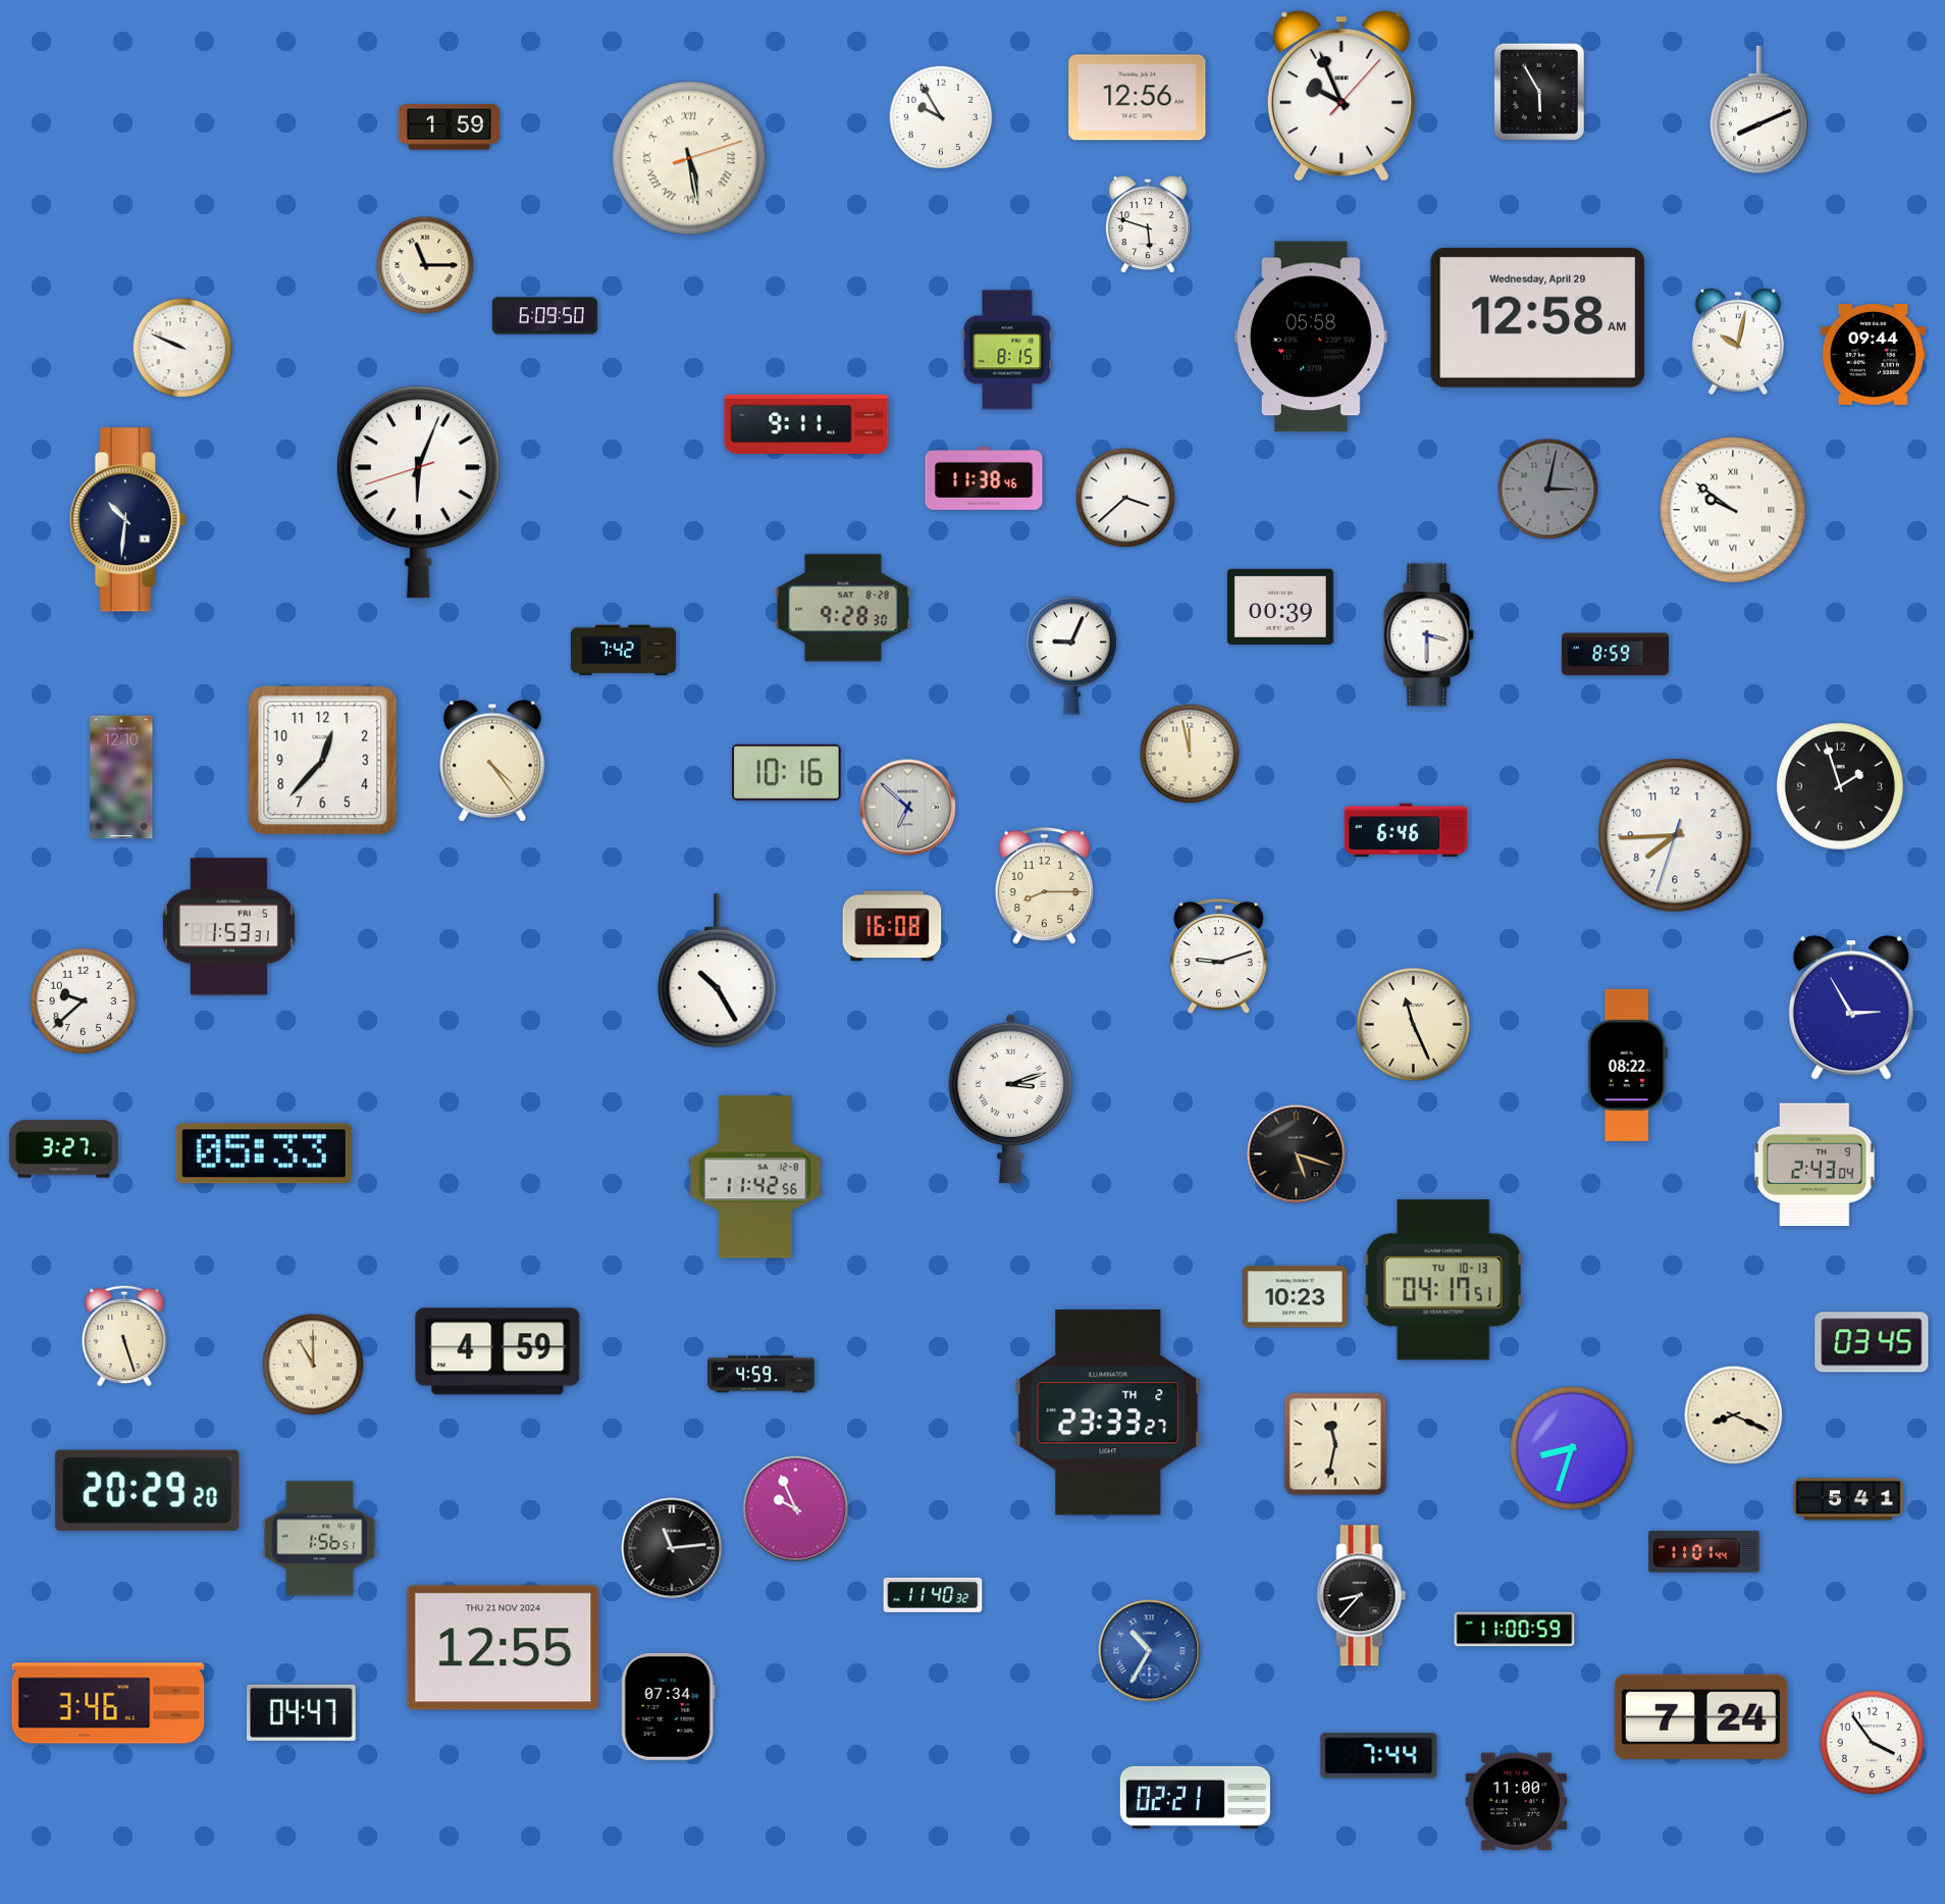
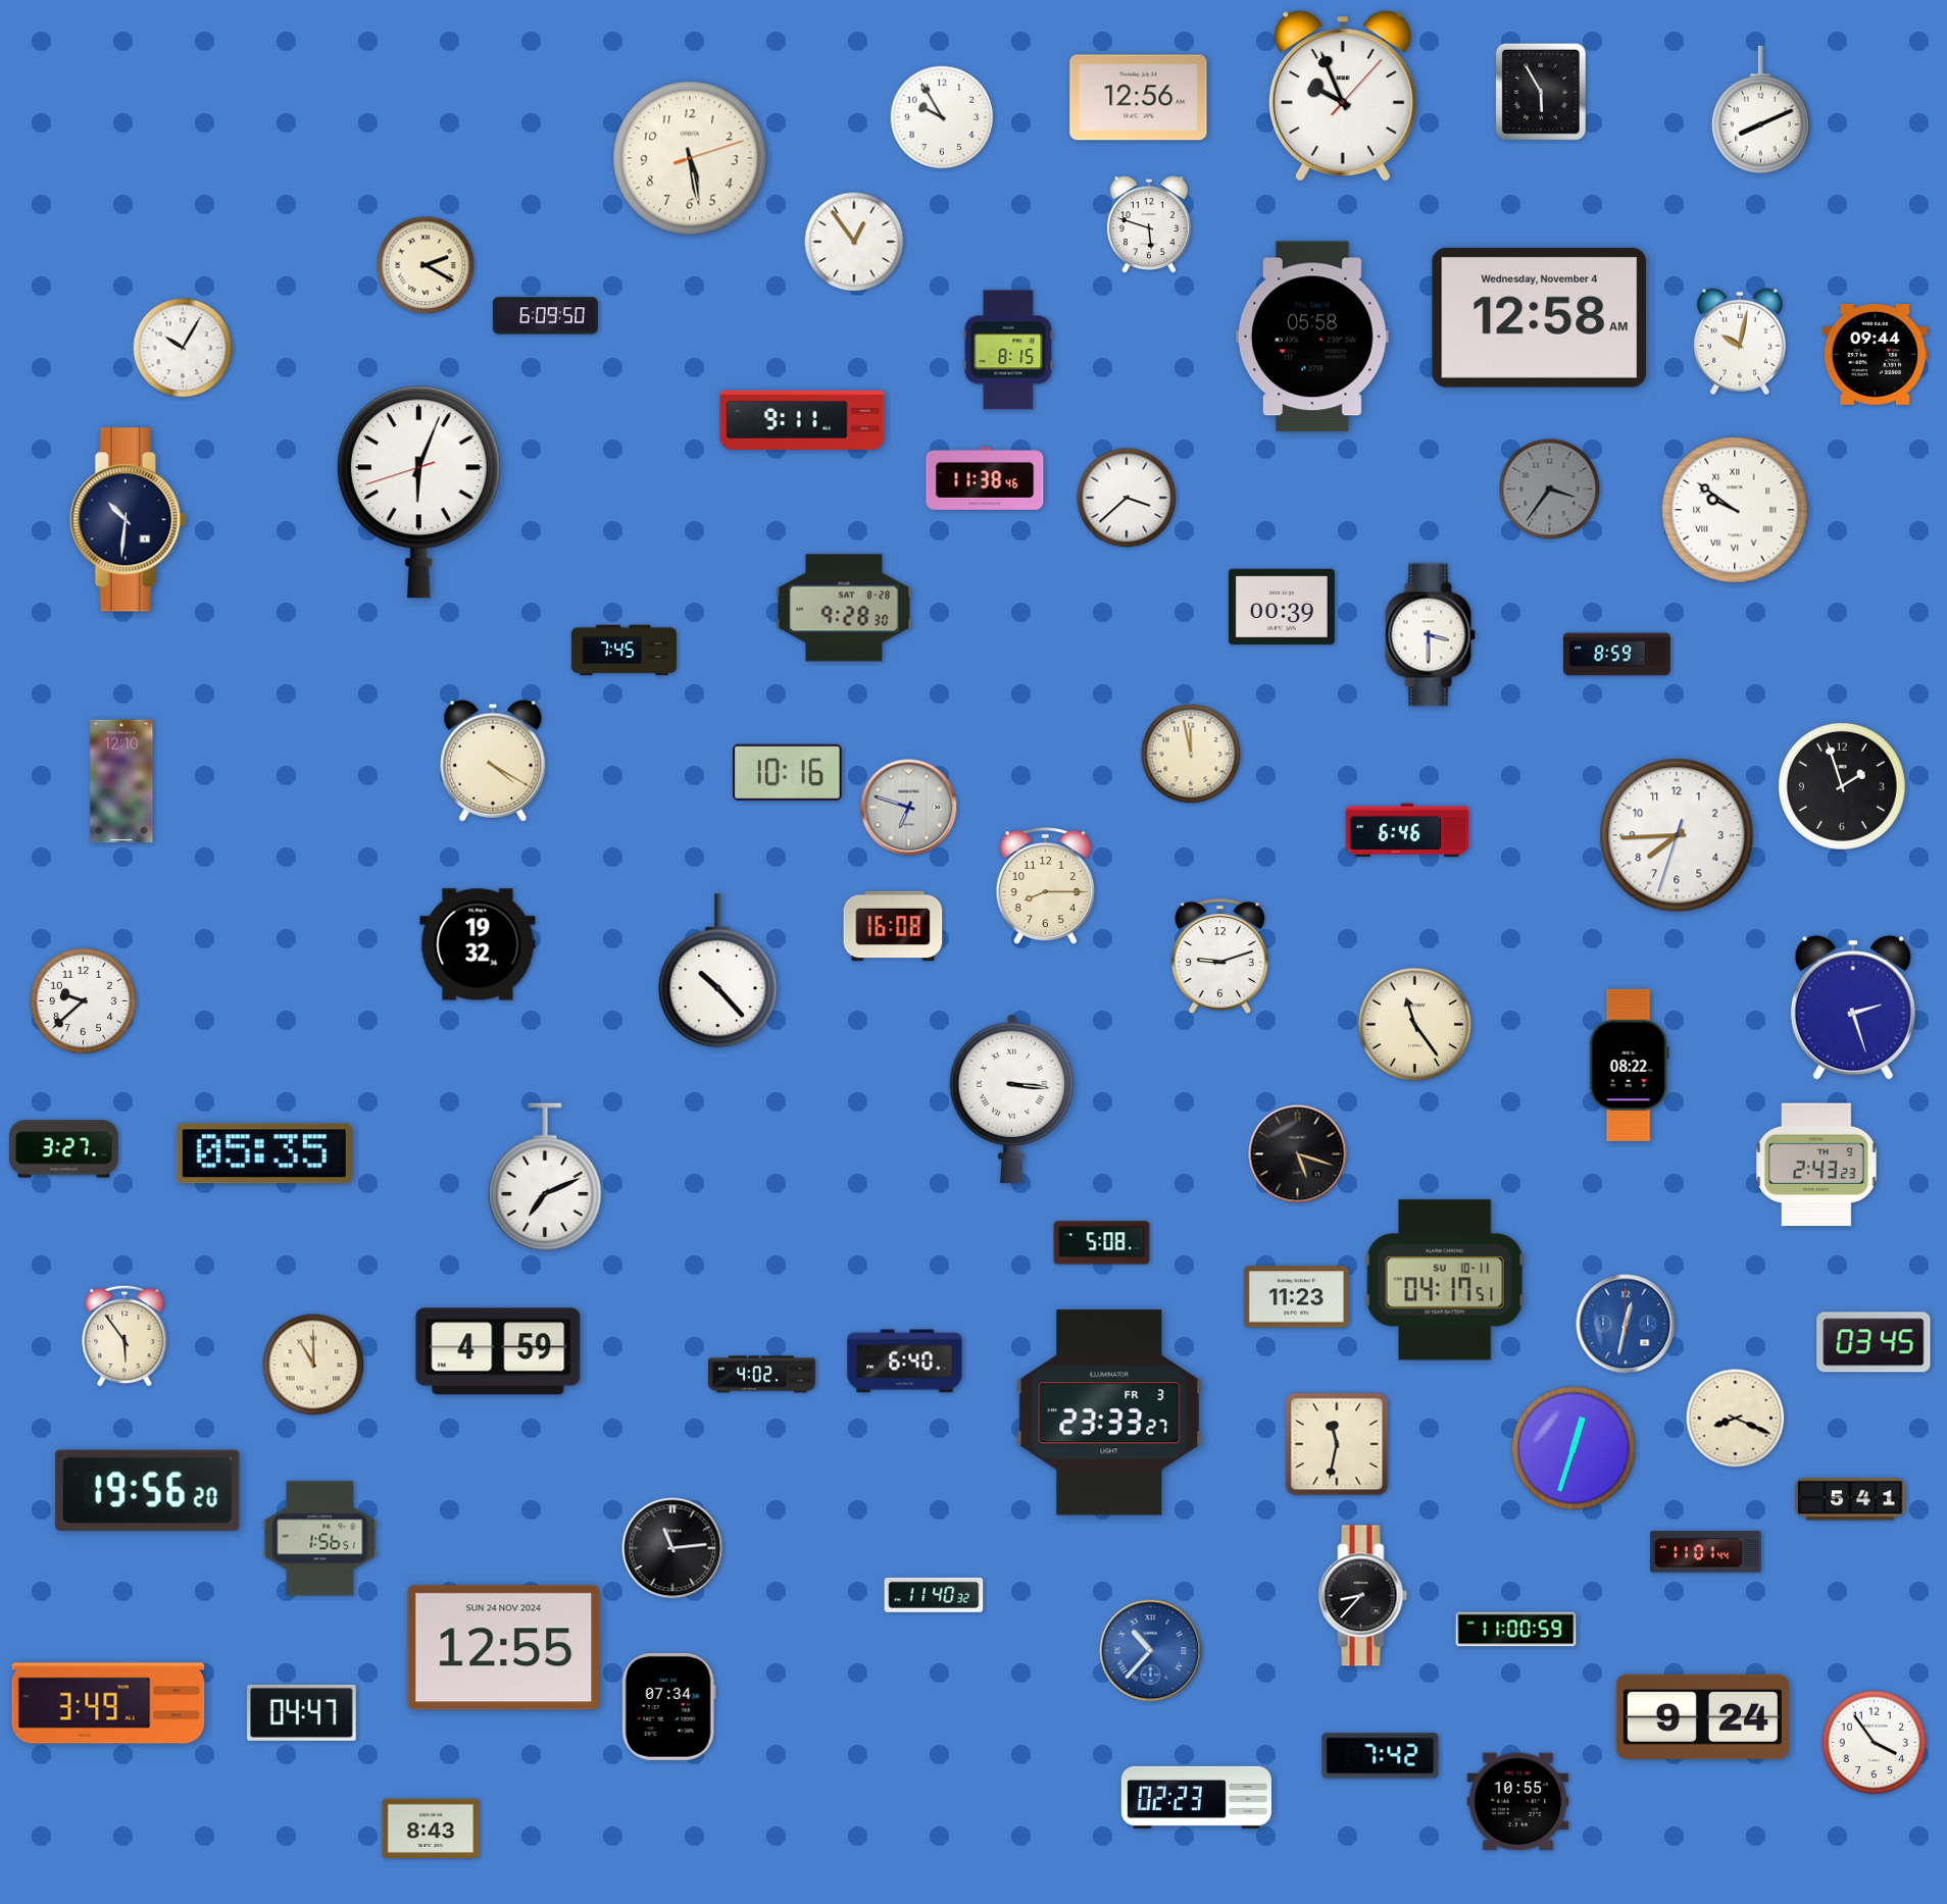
clock at (450, 127): 1:59 -> none
clock at (689, 158) numerals: Roman -> Arabic
clock at (854, 242): none -> 12:54
clock at (425, 265): 11:15 -> 2:20
clock at (1538, 317) date: Wednesday, April 29 -> Wednesday, November 4
clock at (182, 348): 9:49 -> 10:05
clock at (806, 424) position: (806, 424) -> (802, 420)
clock at (1548, 490): 3:02 -> 3:36
clock at (623, 651): 7:42 -> 7:45
clock at (1071, 656): 9:04 -> none
clock at (323, 761): 12:37 -> none
clock at (492, 761): 4:24 -> 4:20
clock at (121, 777) position: (121, 777) -> (121, 781)
clock at (908, 808): 6:52 -> 6:48
clock at (228, 927): 1:53 -> none
clock at (478, 944): none -> 19:32
clock at (718, 971): 10:25 -> 10:23
clock at (1851, 1008): 2:55 -> 2:27
clock at (1413, 1024): 11:26 -> 11:24
clock at (1010, 1098): 3:12 -> 3:16
clock at (264, 1153): 05:33 -> 05:35
clock at (1815, 1165): 2:43:04 -> 2:43:23
clock at (545, 1177): none -> 7:11
clock at (755, 1177): 11:42 -> none
clock at (1102, 1243): none -> 5:08
clock at (1443, 1280) date: TU 10-13 -> SU 10-11
clock at (1295, 1297): 10:23 -> 11:23
clock at (1626, 1324): none -> 12:32
clock at (124, 1336): 5:27 -> 5:54
clock at (905, 1361): none -> 6:40
clock at (761, 1375): 4:59 -> 4:02
clock at (1108, 1412) date: TH 2 -> FR 3
clock at (1734, 1416) position: (1734, 1416) -> (1736, 1419)
clock at (1572, 1448): 8:33 -> 12:33
clock at (148, 1490): 20:29 -> 19:56
clock at (796, 1509): 9:56 -> none
clock at (504, 1648) date: THU 21 NOV 2024 -> SUN 24 NOV 2024
clock at (1150, 1651): 10:35 -> 10:37
clock at (108, 1703): 3:46 -> 3:49
clock at (1700, 1716): 7:24 -> 9:24
clock at (1379, 1756): 7:44 -> 7:42
clock at (1195, 1797): 02:21 -> 02:23
clock at (1517, 1802): 11:00 -> 10:55
clock at (431, 1829): none -> 8:43
